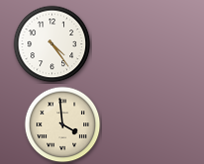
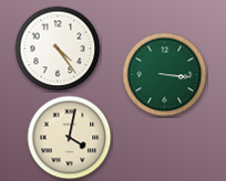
clock at (165, 75): none -> 3:16
clock at (63, 125): 3:59 -> 4:02
